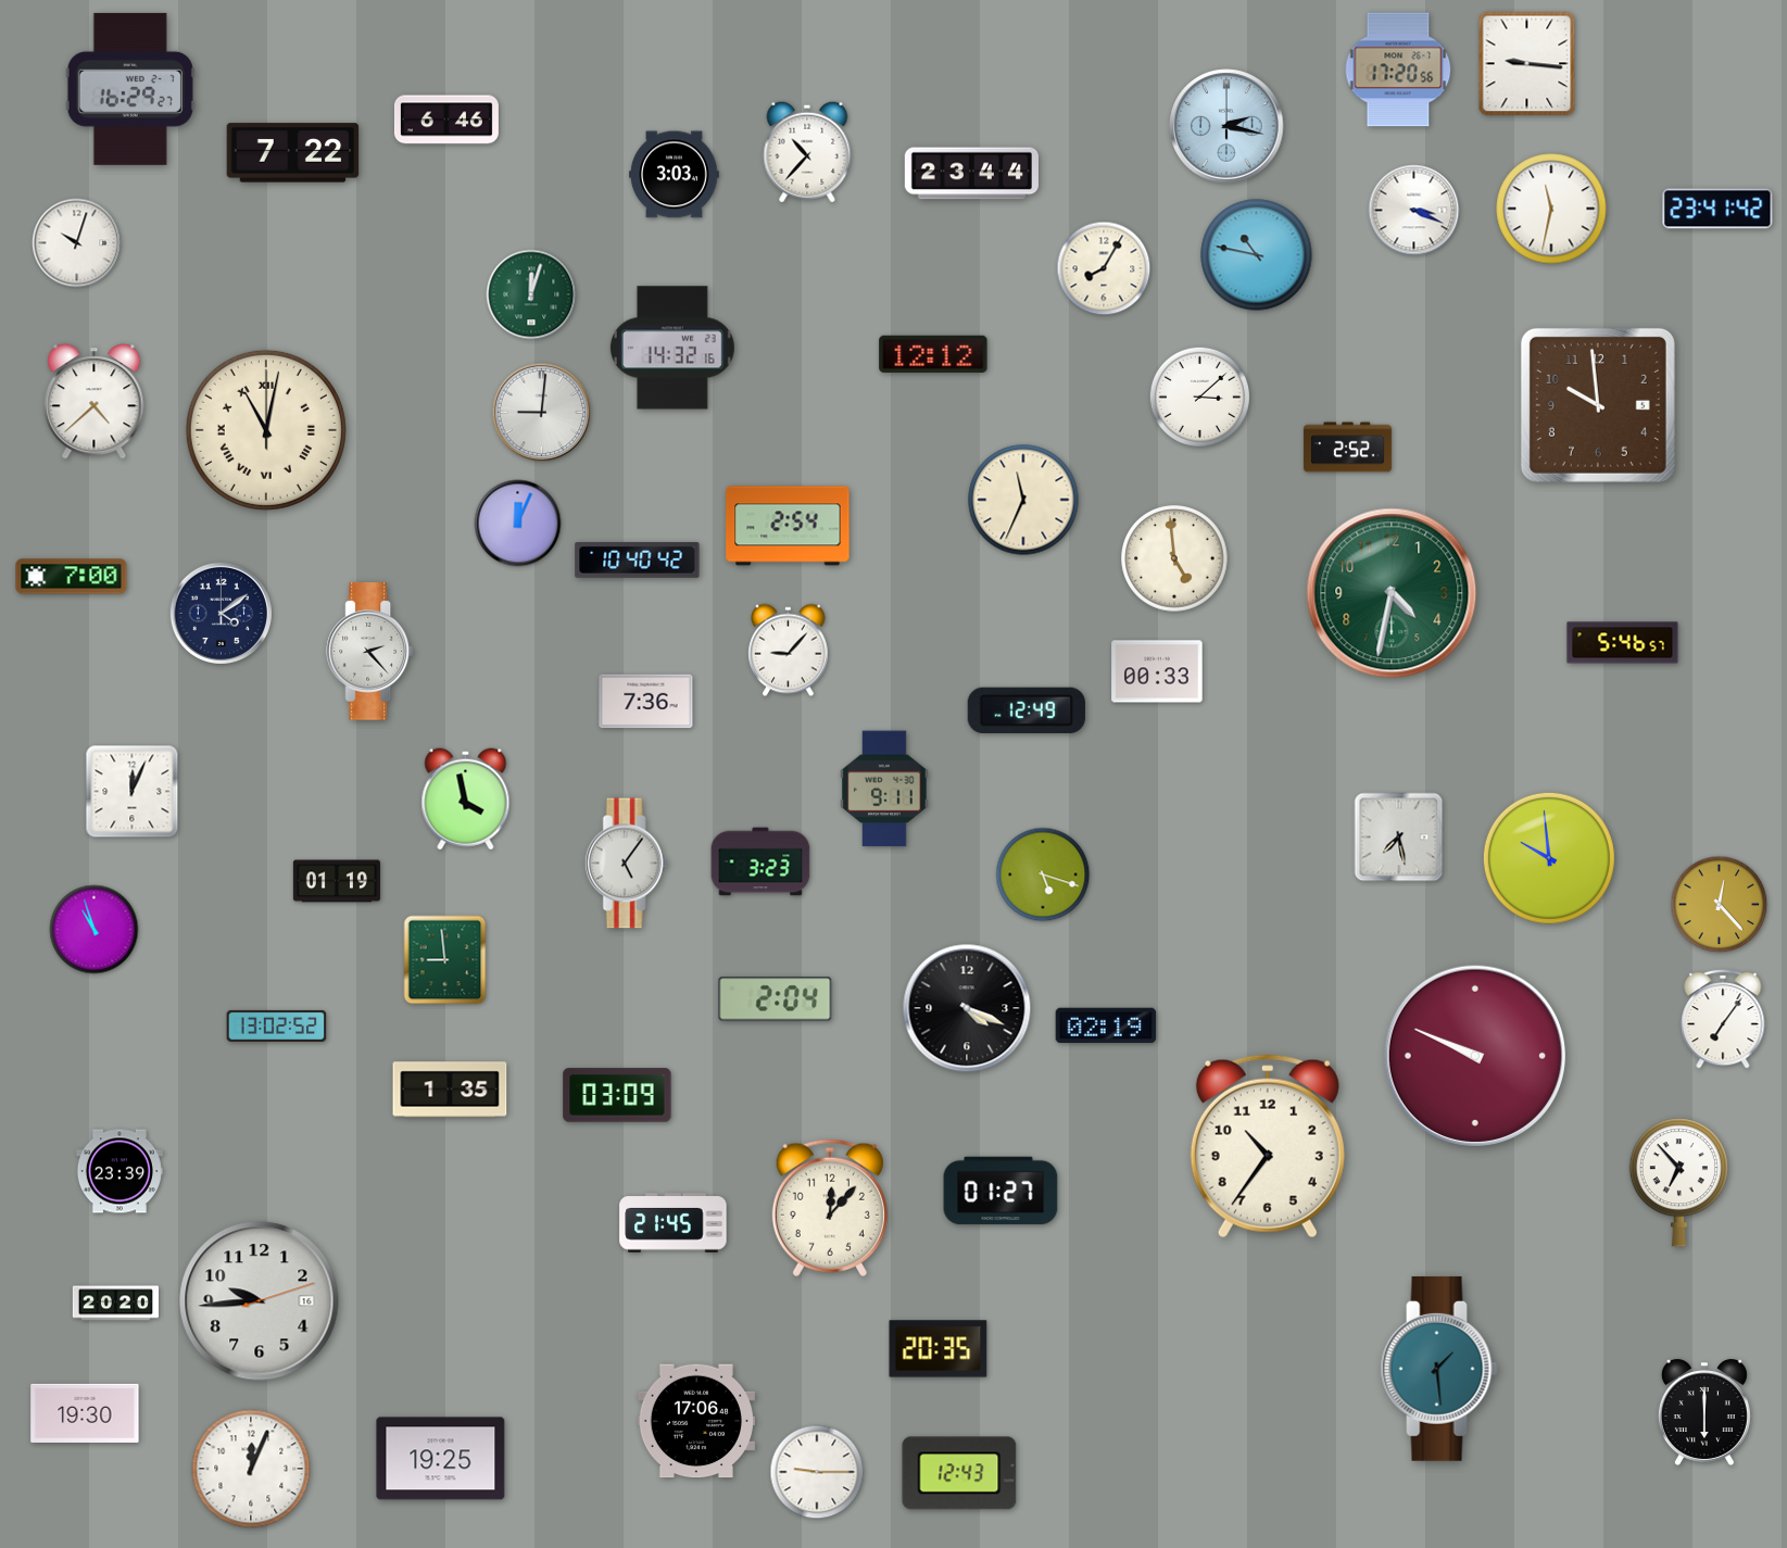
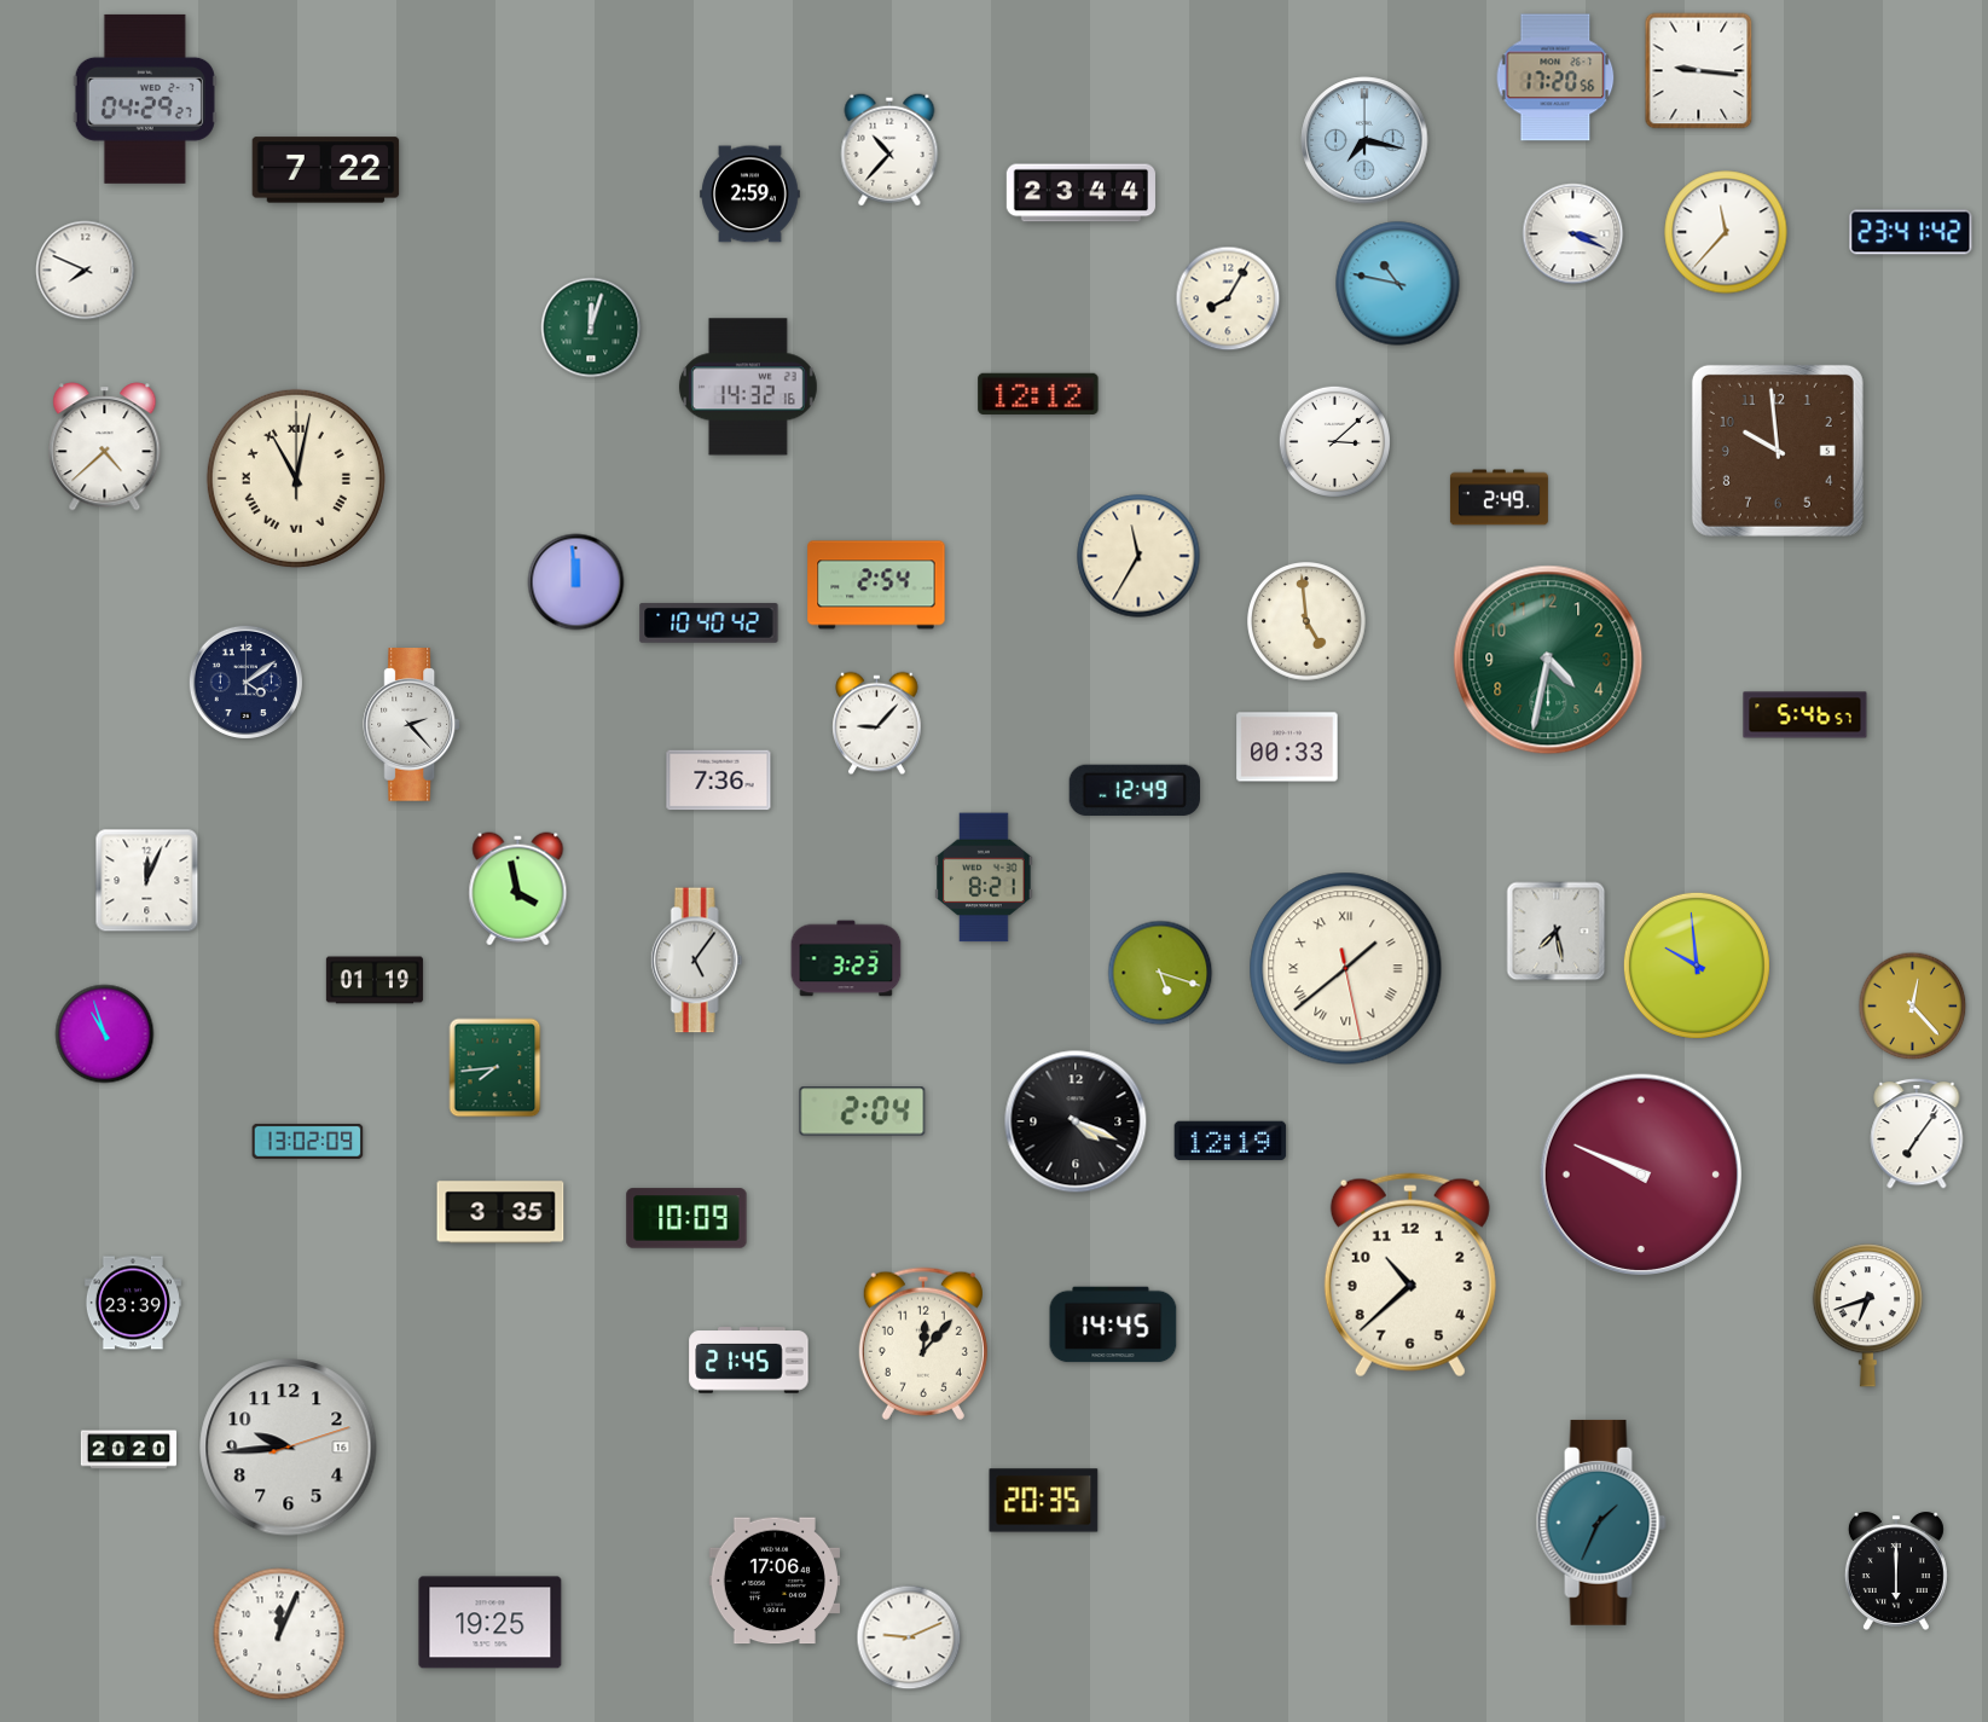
clock at (130, 89): 16:29 -> 04:29
clock at (446, 119): 6:46 -> none
clock at (1226, 126): 2:17 -> 7:17
clock at (807, 152) position: (807, 152) -> (889, 150)
clock at (675, 175): 3:03 -> 2:59
clock at (1551, 209): 11:32 -> 11:37
clock at (77, 243): 10:03 -> 7:49
clock at (542, 413): 9:01 -> none
clock at (1347, 448): 2:52 -> 2:49
clock at (1023, 500): 11:34 -> 11:35
clock at (518, 524): 12:04 -> 11:59
clock at (72, 577): 7:00 -> none
clock at (1027, 709) position: (1027, 709) -> (1135, 789)
clock at (884, 789): 9:11 -> 8:21
clock at (1549, 858) position: (1549, 858) -> (1697, 966)
clock at (1346, 969): none -> 1:38
clock at (445, 960): 8:59 -> 7:44
clock at (277, 1025): 13:02:52 -> 13:02:09
clock at (1106, 1025): 02:19 -> 12:19
clock at (450, 1090): 1:35 -> 3:35
clock at (617, 1095): 03:09 -> 10:09
clock at (1268, 1146): 10:36 -> 10:38
clock at (1678, 1183): 6:53 -> 6:42
clock at (1001, 1191): 01:27 -> 14:45
clock at (1439, 1369): 1:29 -> 1:34
clock at (85, 1413): 19:30 -> none
clock at (817, 1472): 9:15 -> 9:11
clock at (959, 1473): 12:43 -> none
